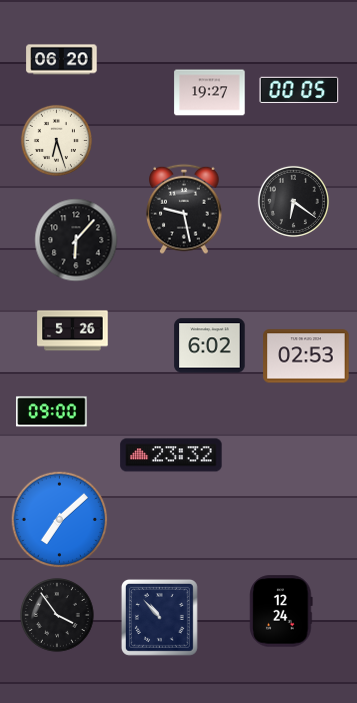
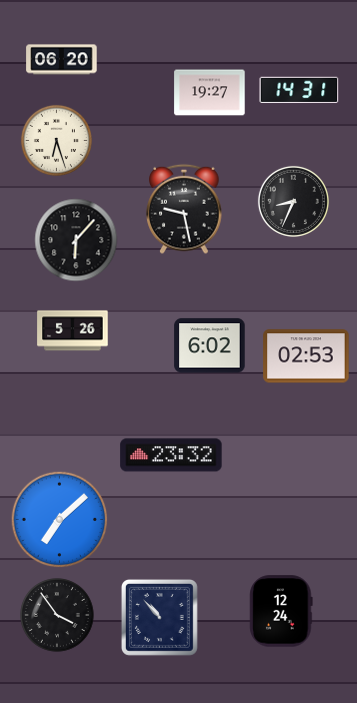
clock at (299, 89): 00:05 -> 14:31
clock at (293, 201): 6:21 -> 8:34
clock at (52, 412): 09:00 -> none
